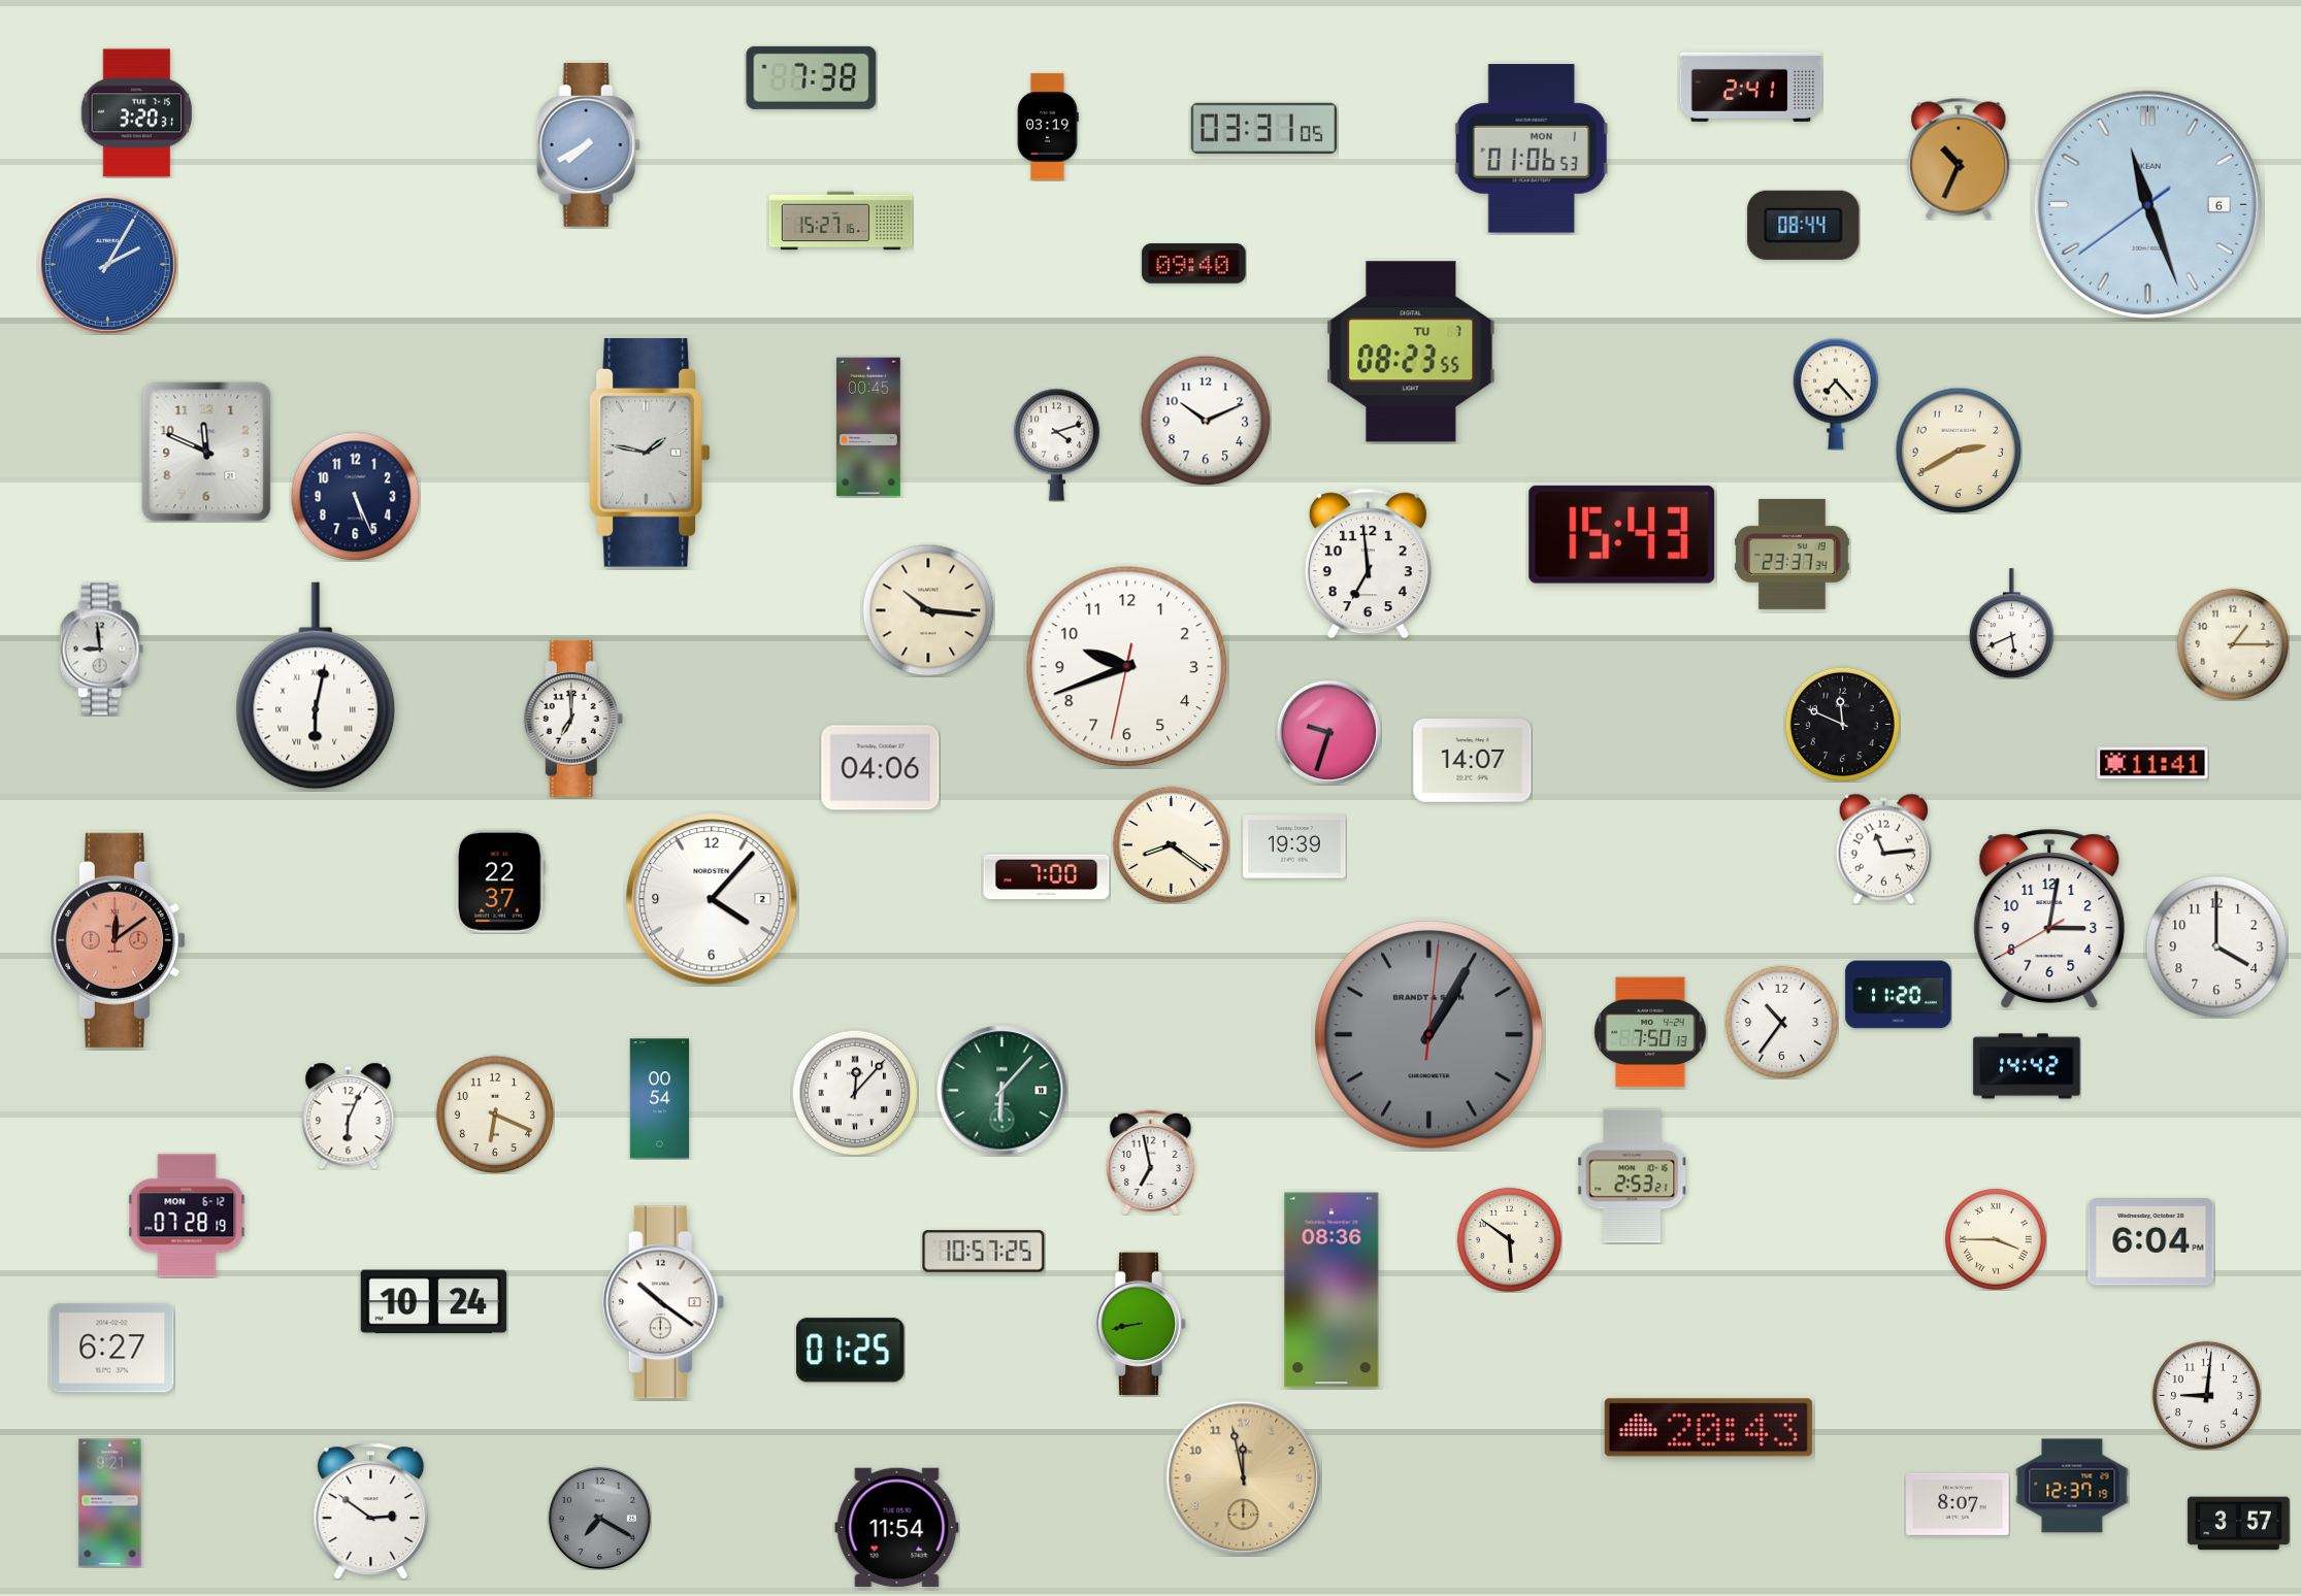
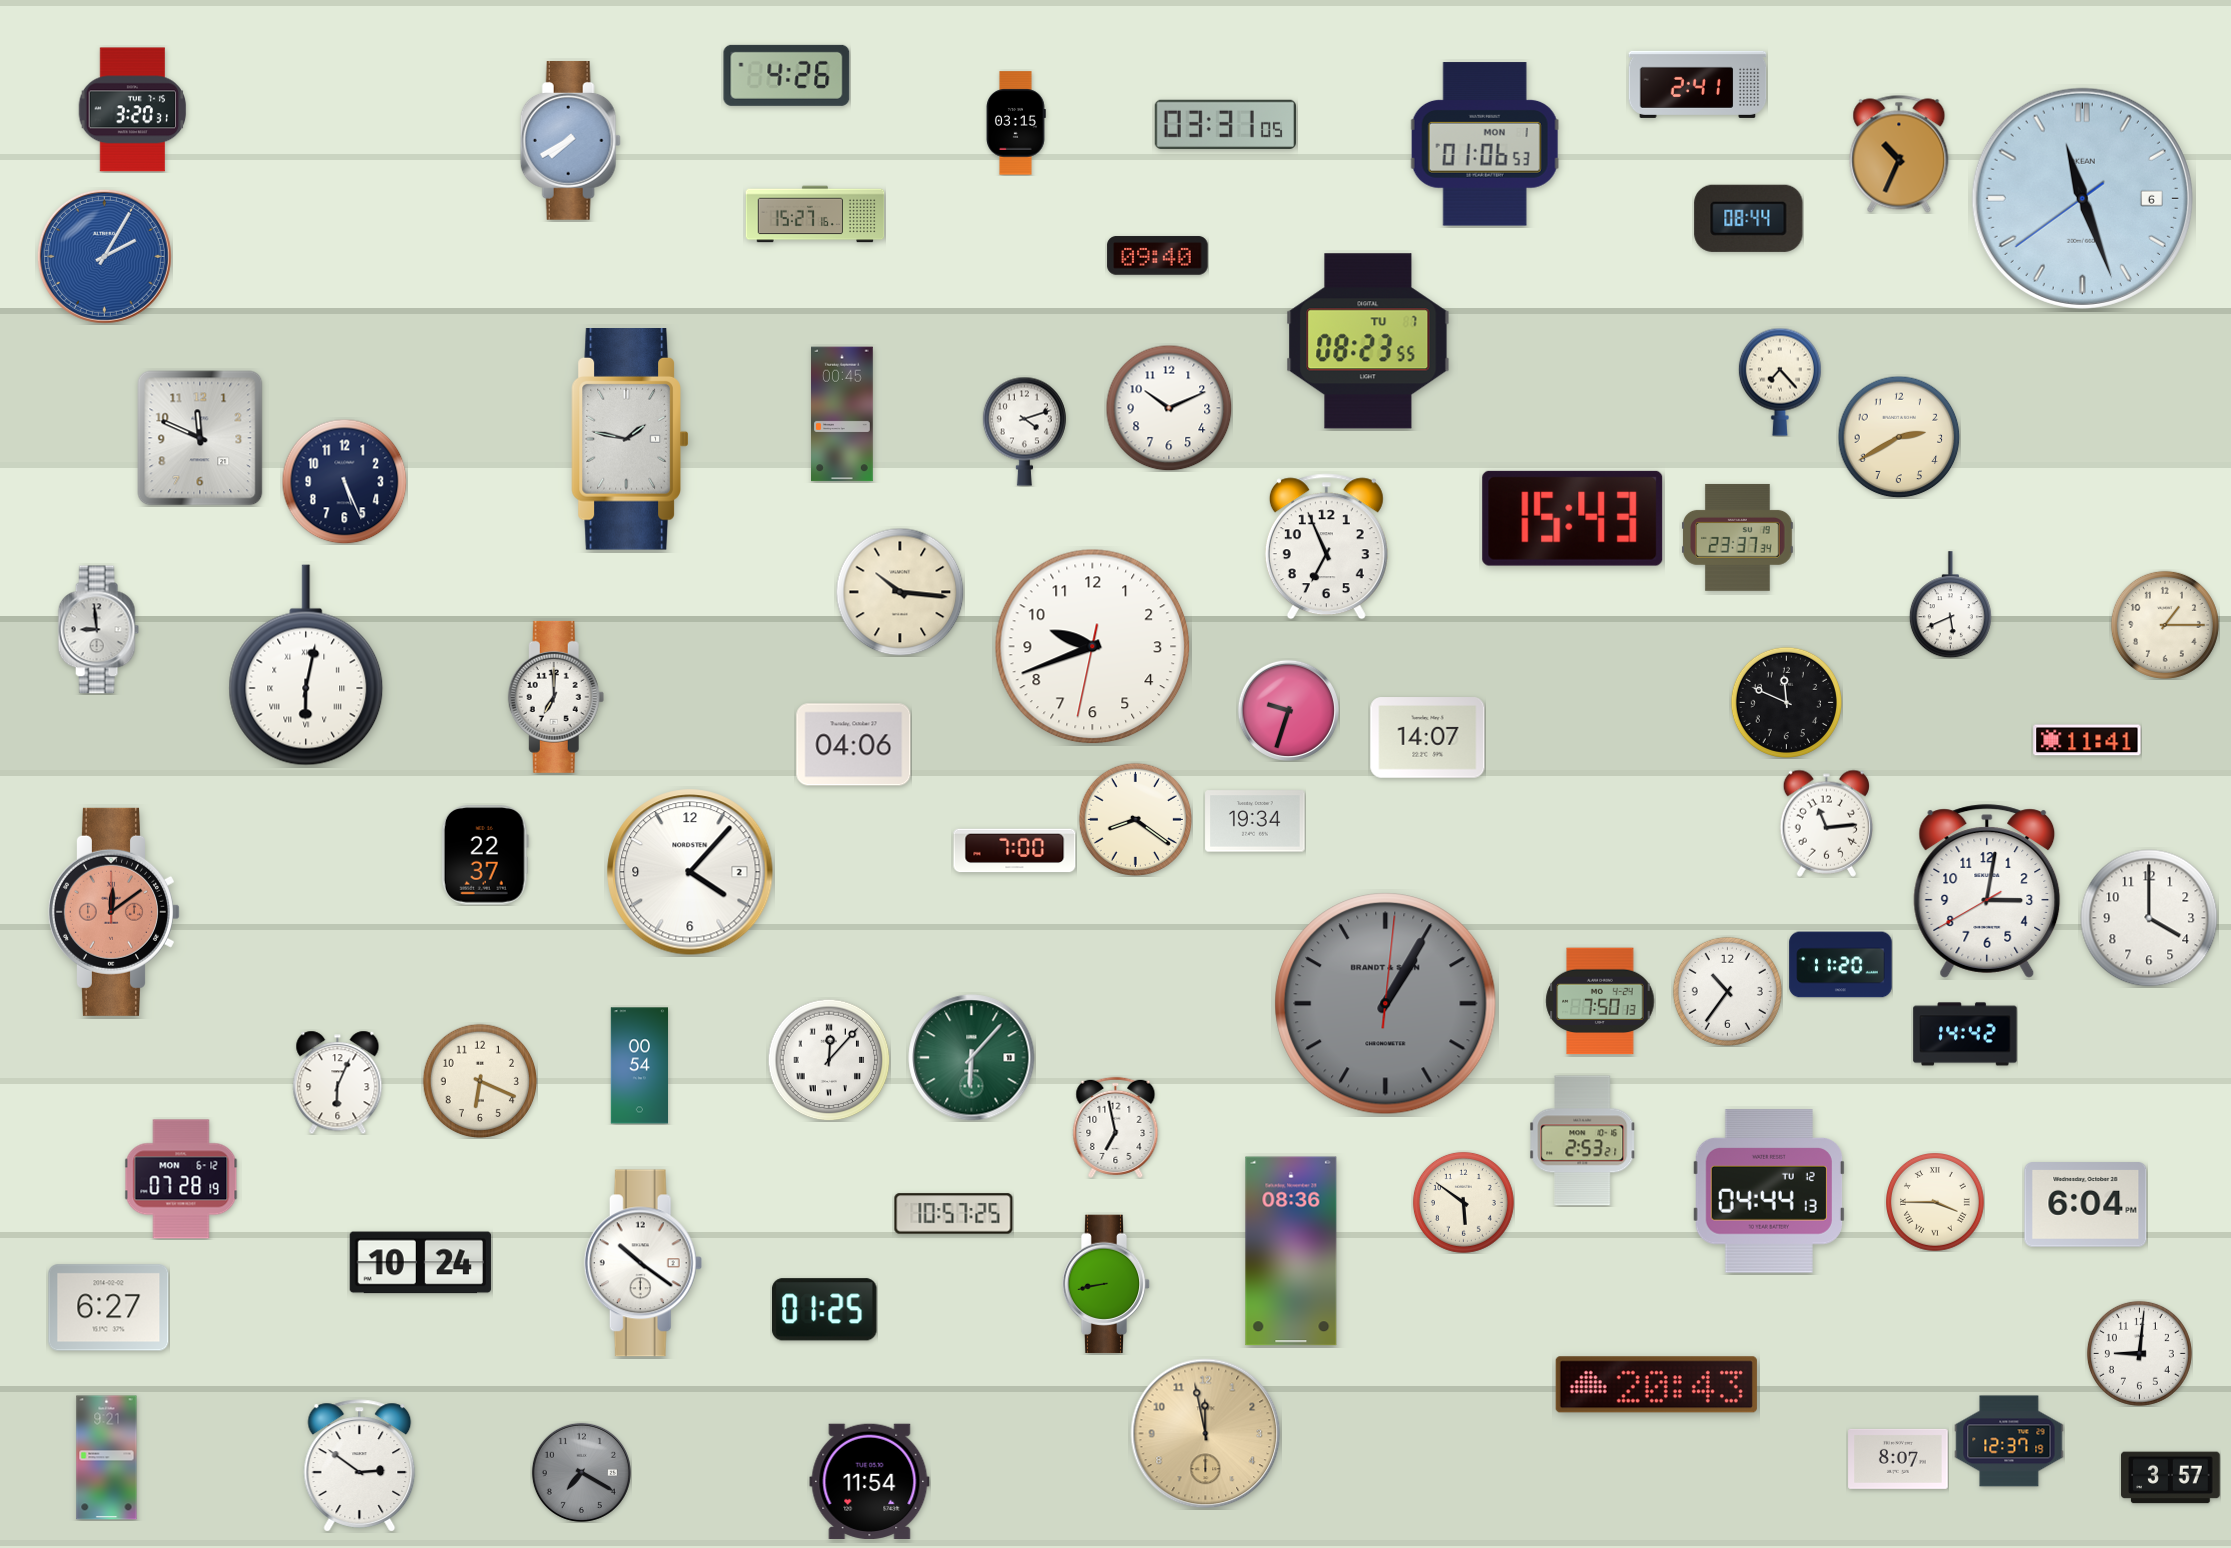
clock at (812, 77): 7:38 -> 4:26
clock at (1048, 127): 03:19 -> 03:15
clock at (1368, 564): 6:59 -> 6:56
clock at (1294, 846): 19:39 -> 19:34
clock at (1769, 1191): none -> 04:44
